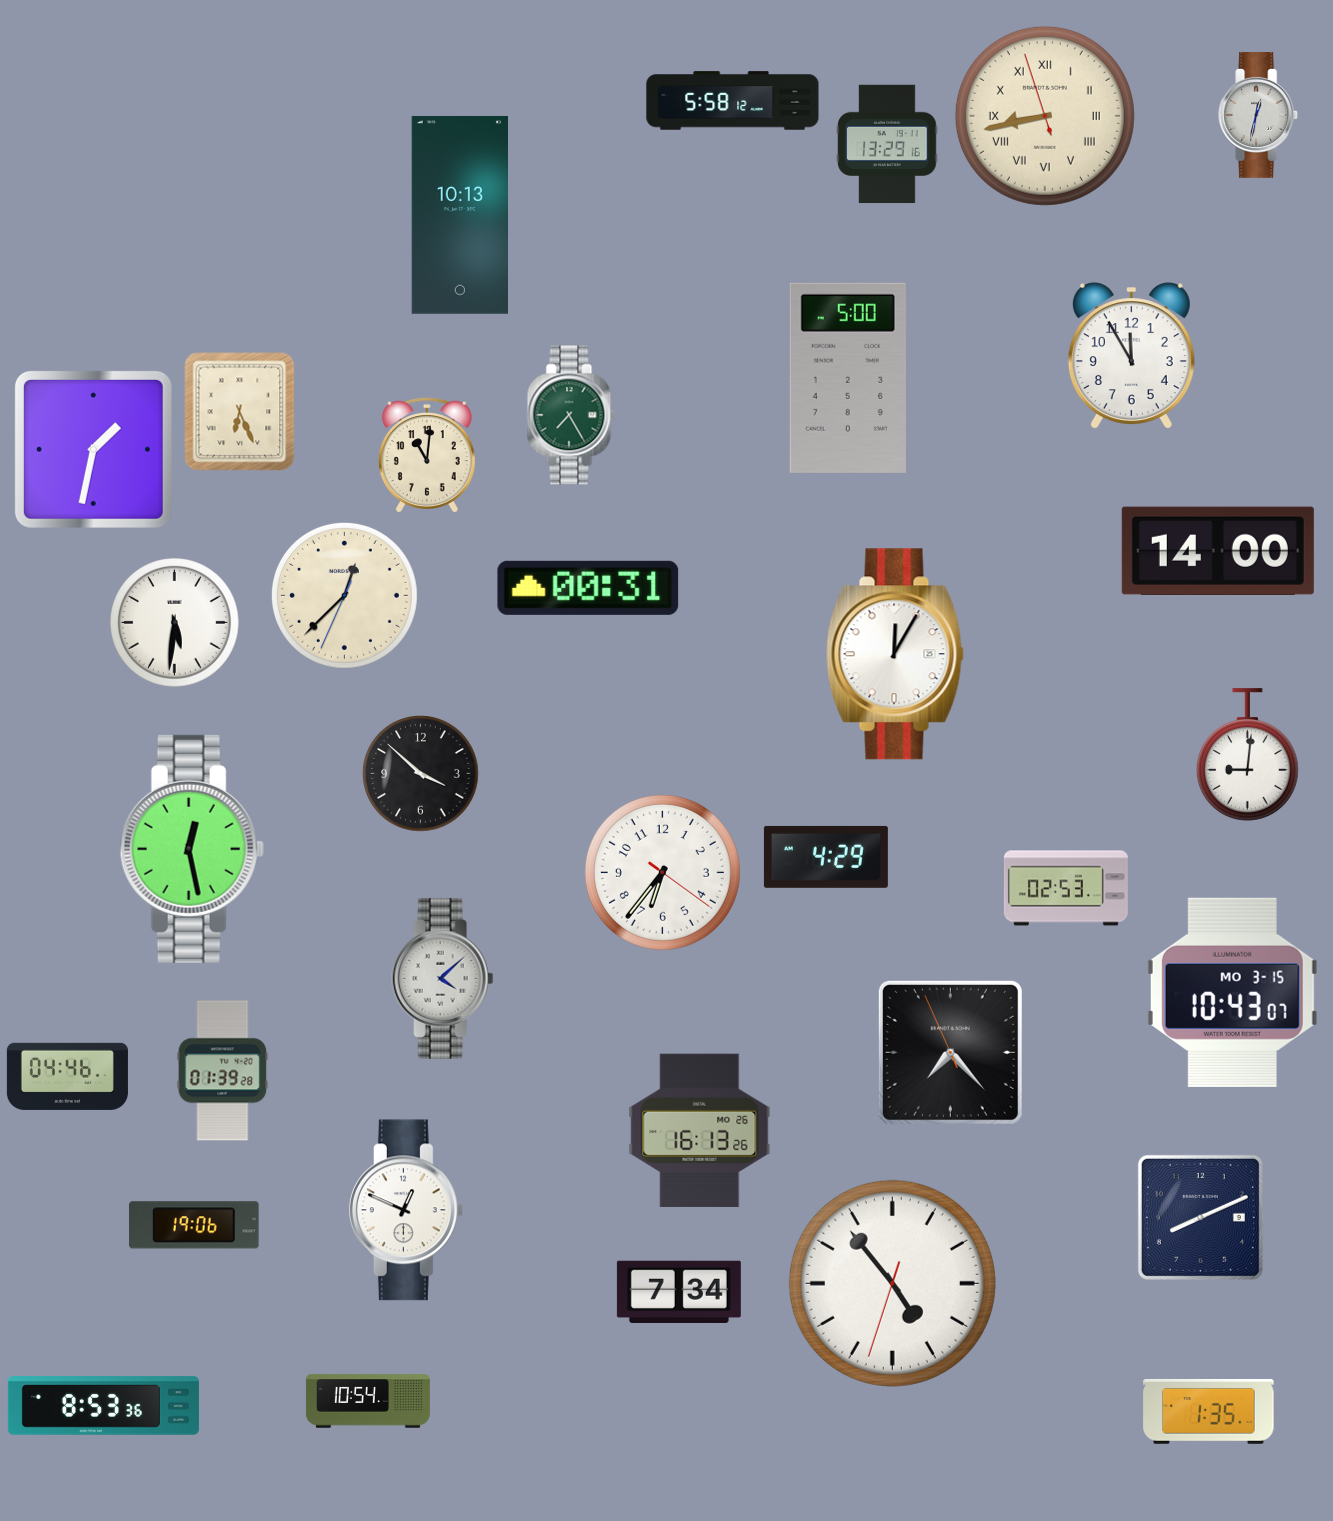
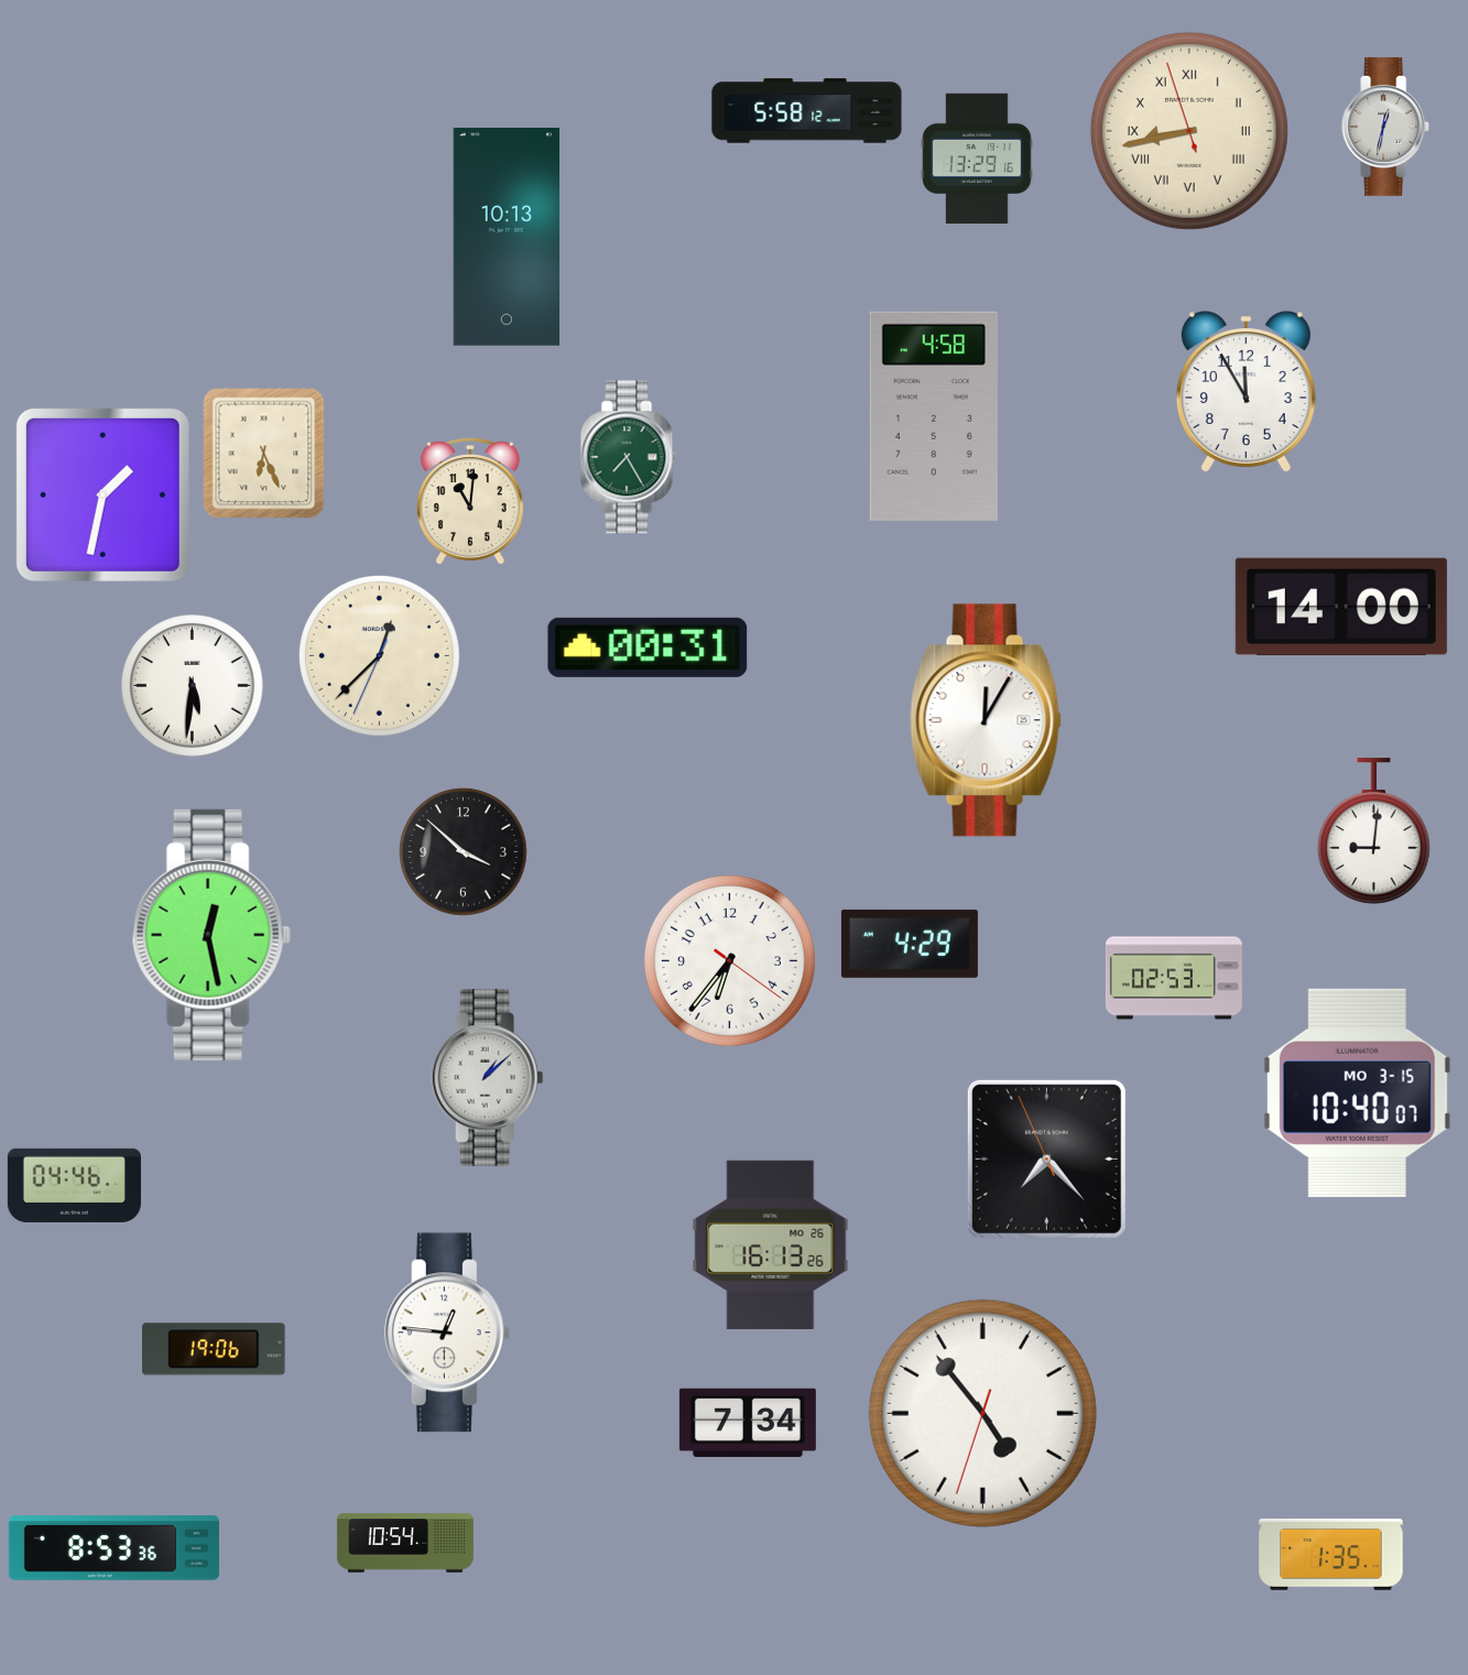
clock at (1045, 116) position: (1045, 116) -> (1189, 131)
clock at (848, 378): 5:00 -> 4:58
clock at (443, 978): 4:08 -> 1:08
clock at (1232, 992): 10:43 -> 10:40
clock at (223, 1071): 01:39 -> none
clock at (406, 1210): 12:49 -> 12:46
clock at (1200, 1217): 8:11 -> none
